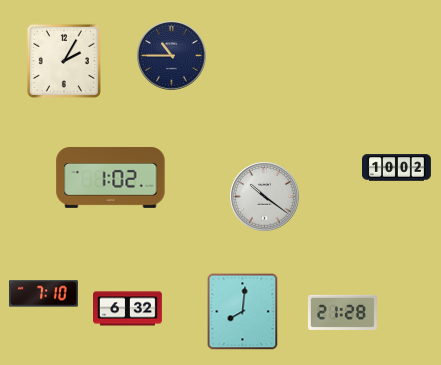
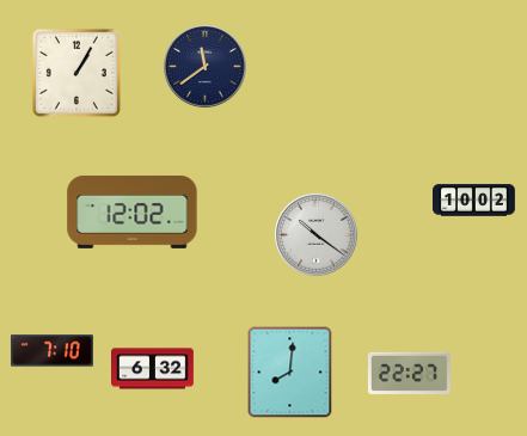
clock at (172, 56): 10:45 -> 11:39
clock at (64, 61): 2:05 -> 1:05
clock at (111, 177): 1:02 -> 12:02
clock at (343, 312): 21:28 -> 22:27
